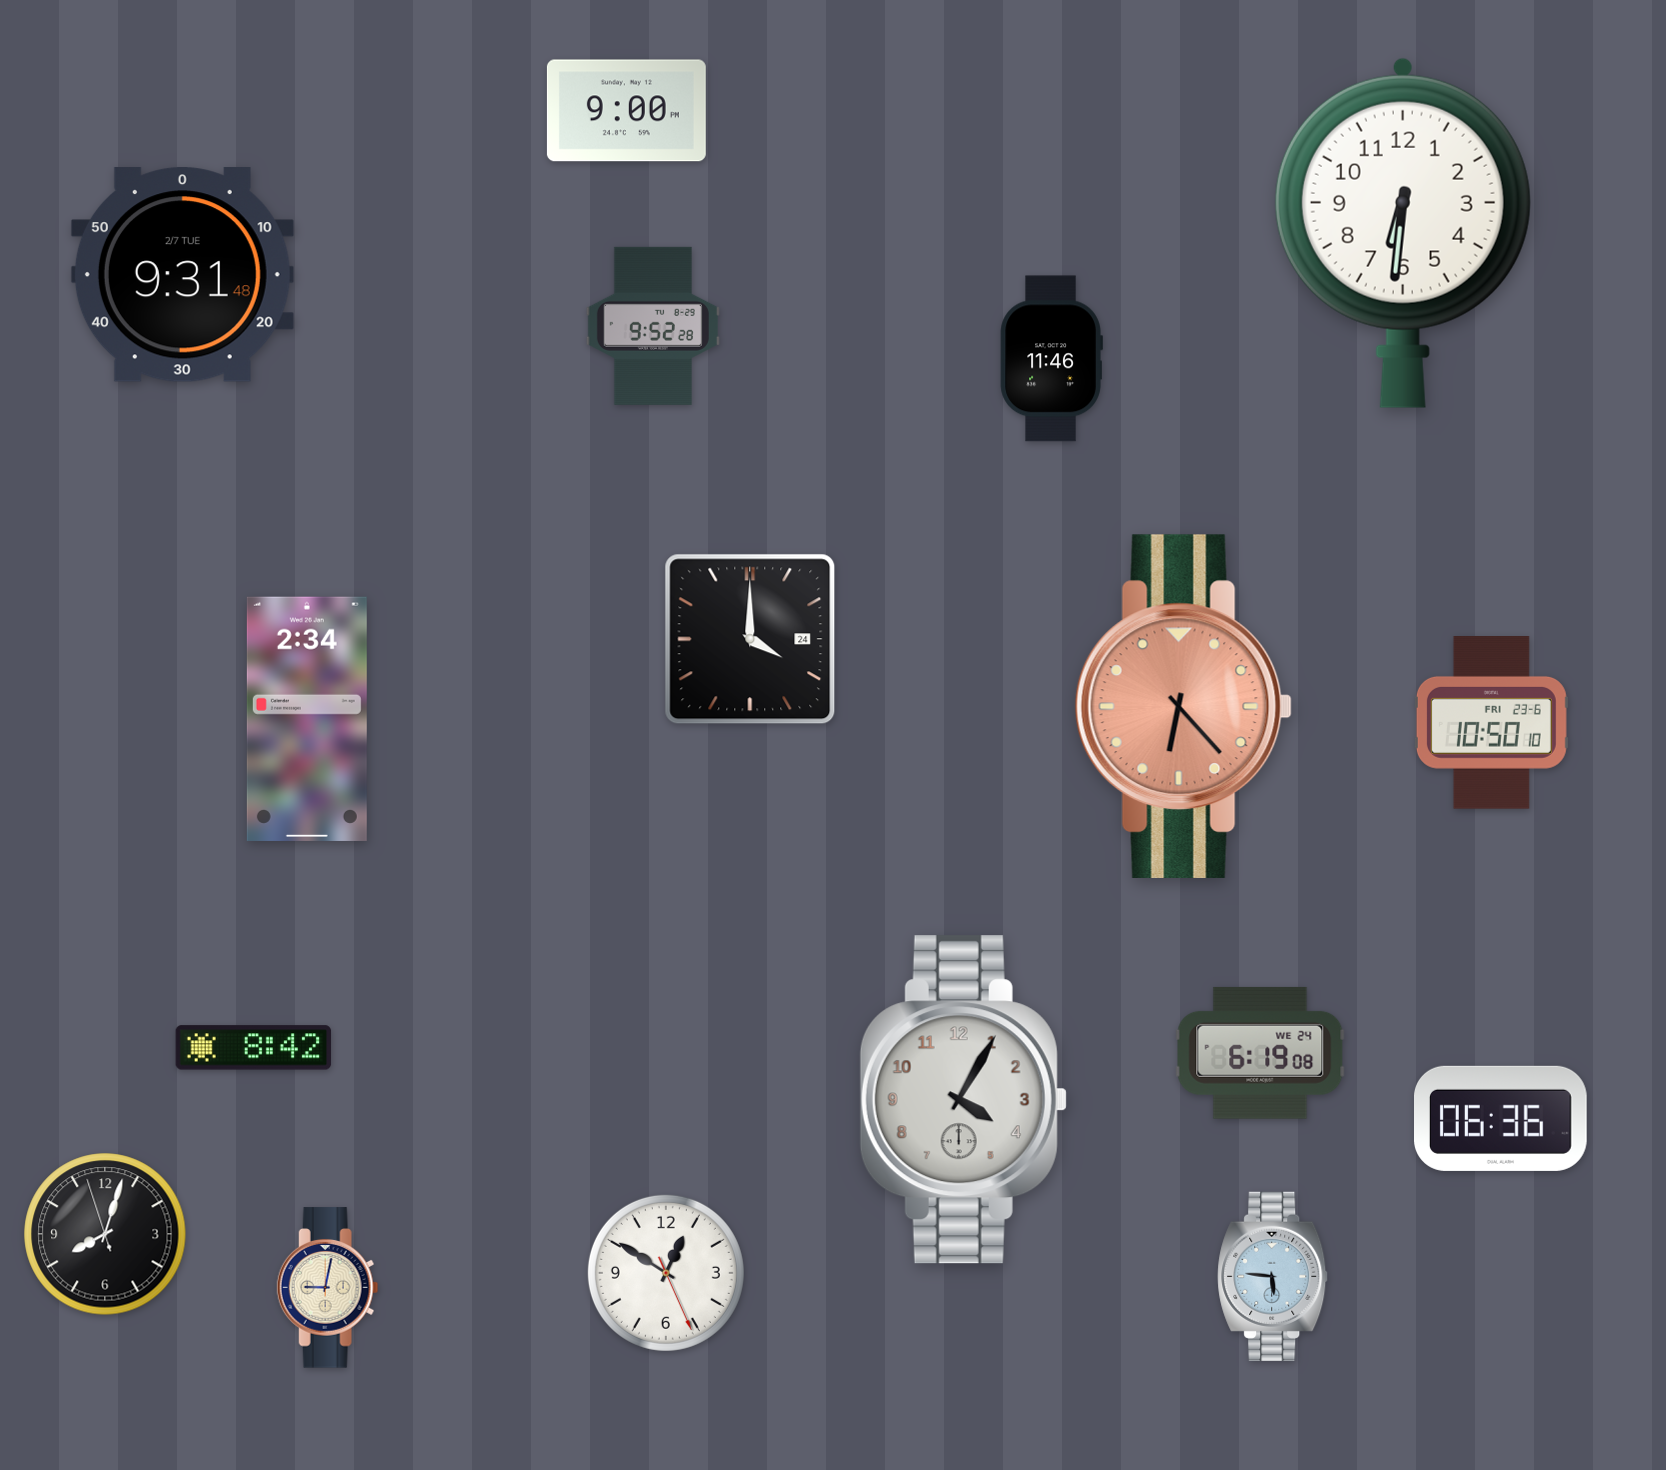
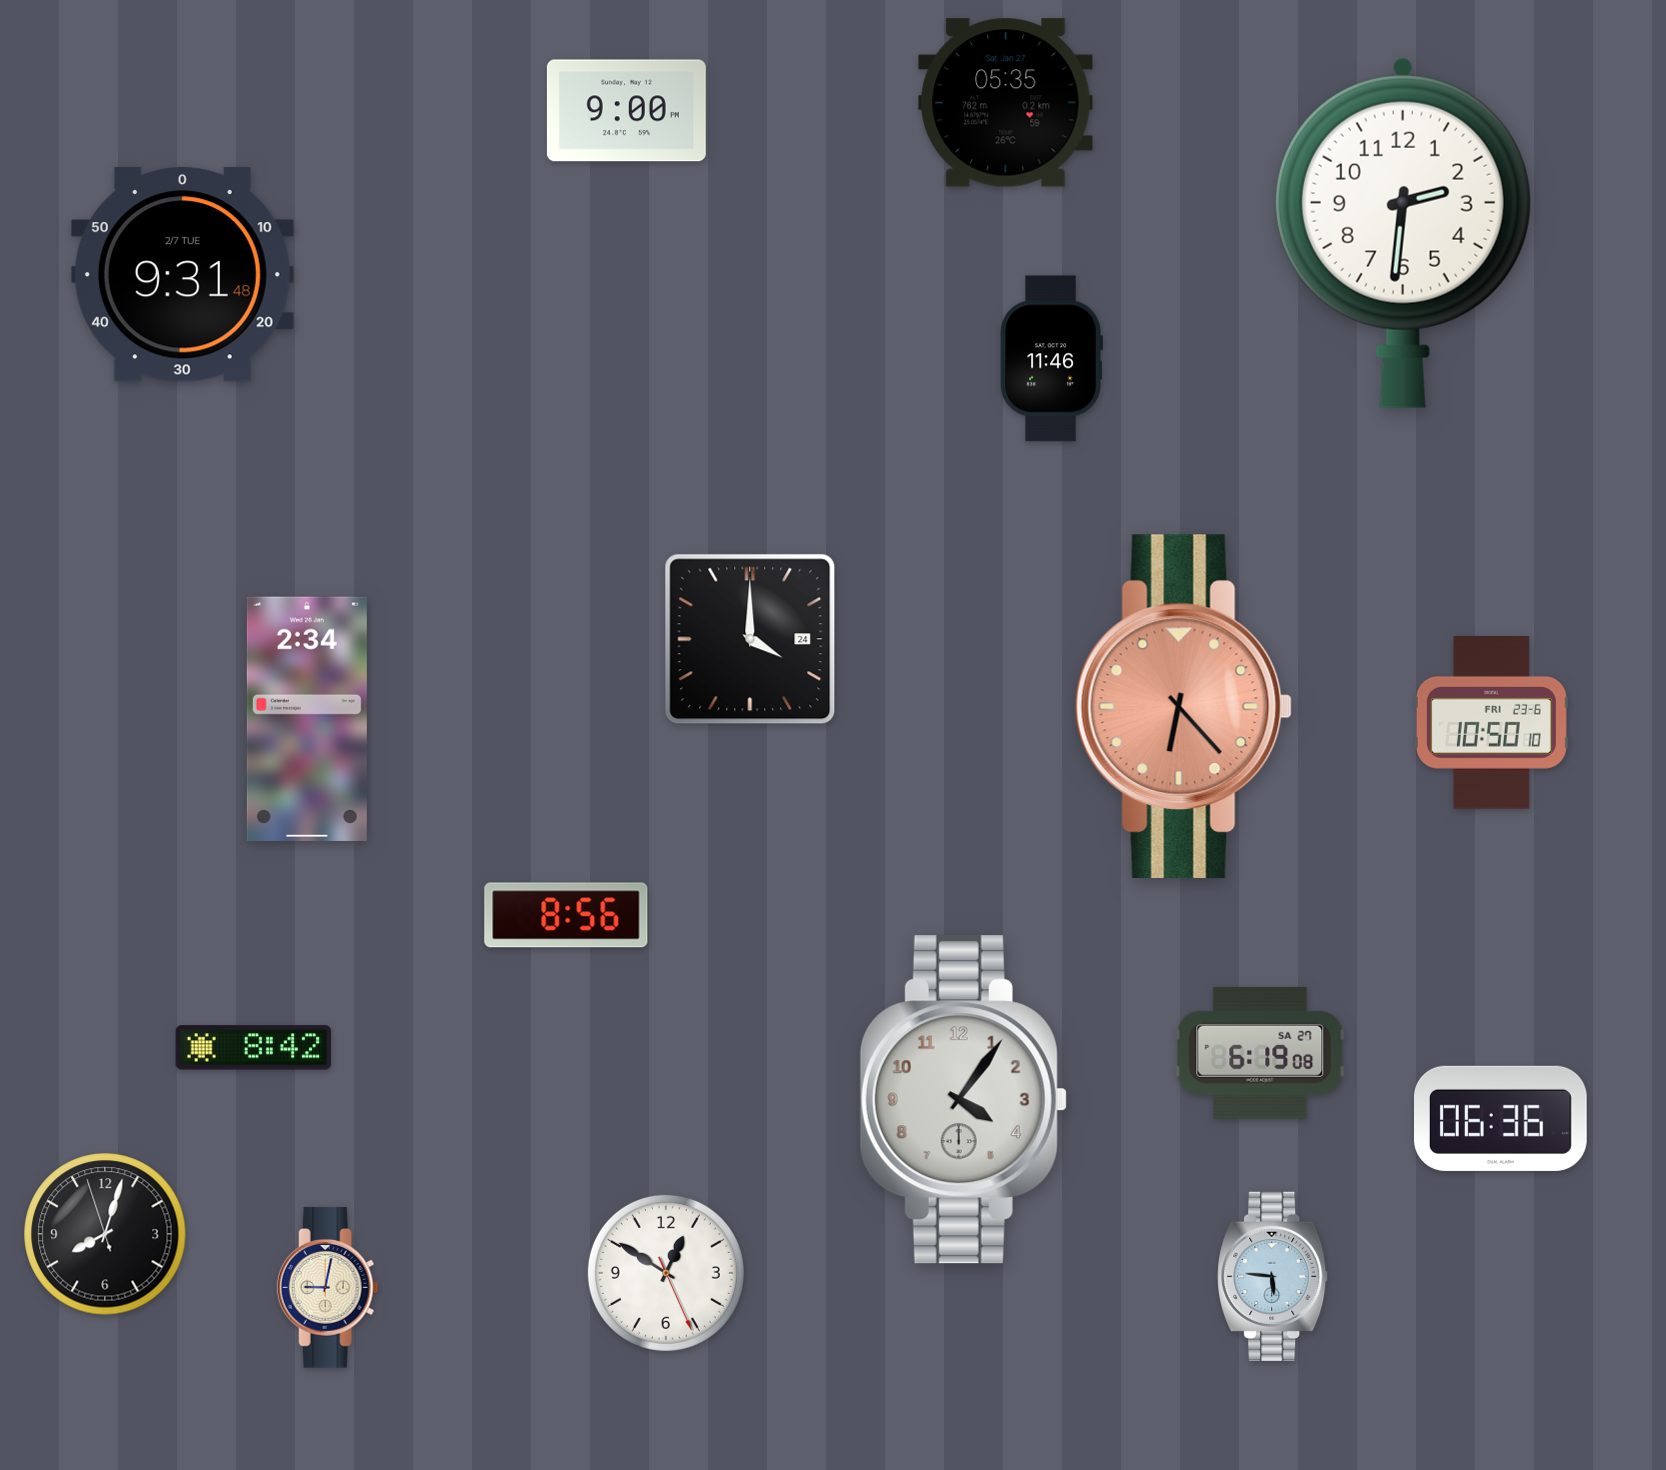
clock at (1006, 103): none -> 05:35
clock at (1403, 233): 6:31 -> 2:31
clock at (653, 326): 9:52 -> none
clock at (566, 915): none -> 8:56
clock at (1260, 1053) date: WE 24 -> SA 27
clock at (963, 1100): 4:05 -> 4:06
